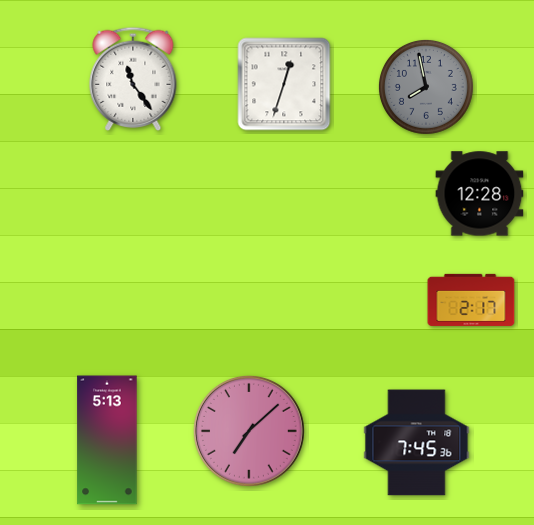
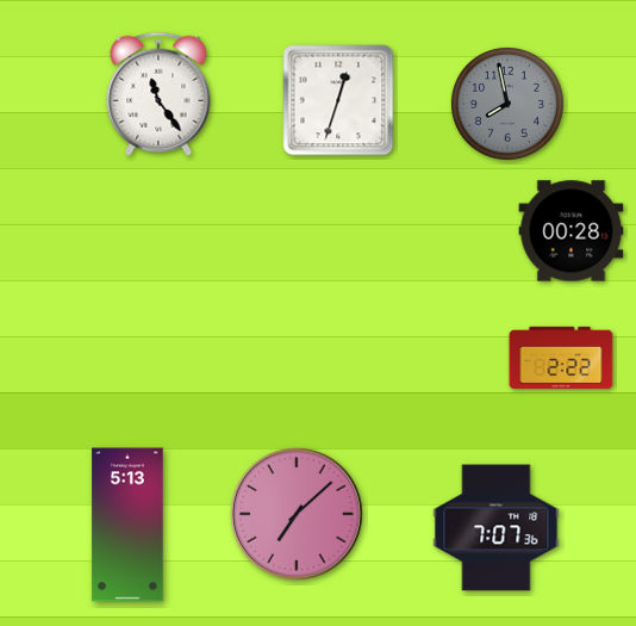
clock at (480, 194): 12:28 -> 00:28
clock at (471, 300): 2:17 -> 2:22
clock at (417, 443): 7:45 -> 7:07
